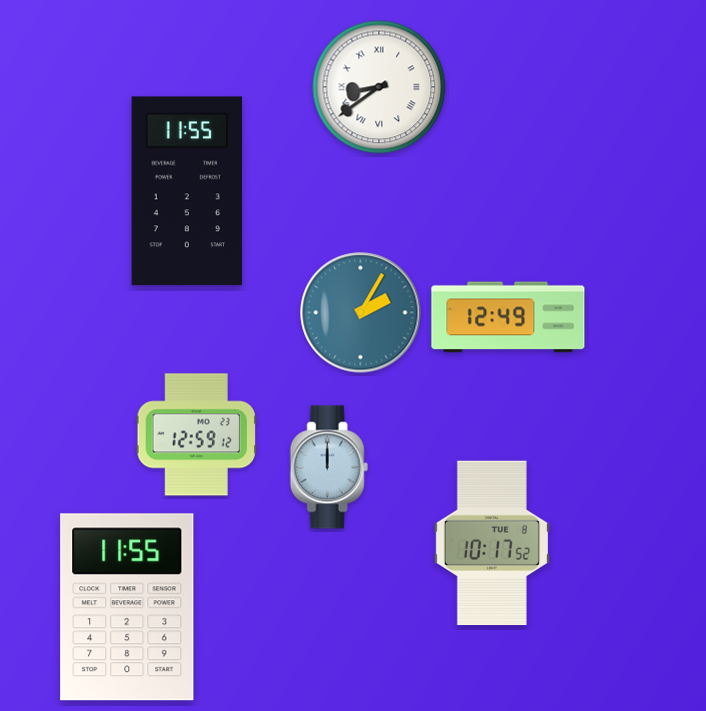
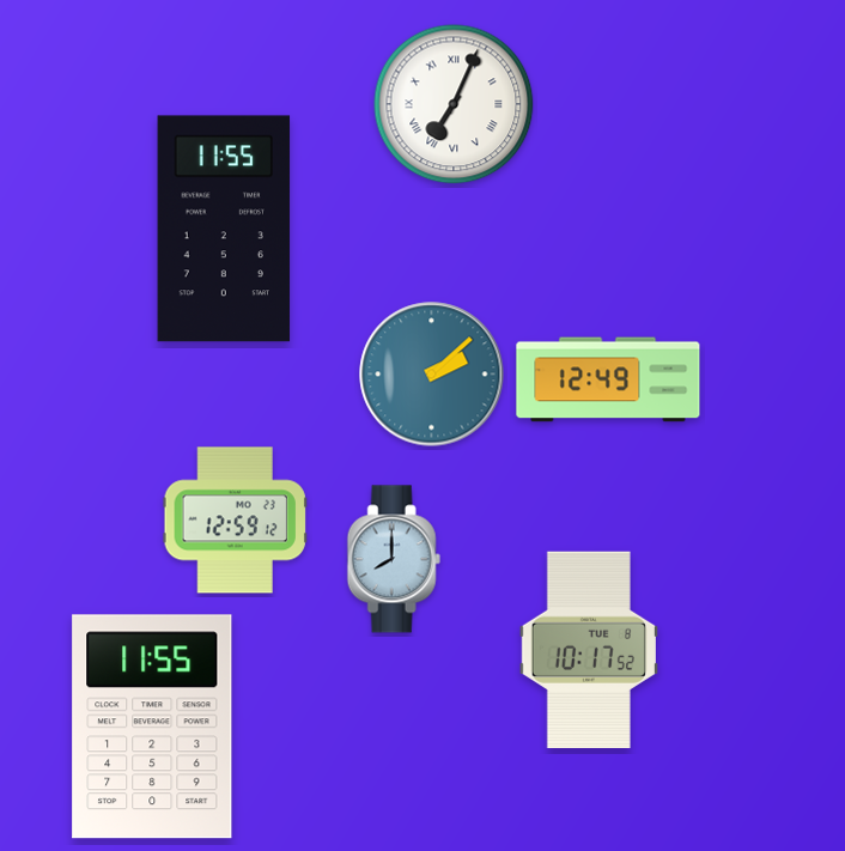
clock at (379, 87): 8:39 -> 7:04
clock at (361, 313): 2:05 -> 2:08
clock at (329, 467): 12:00 -> 8:00
